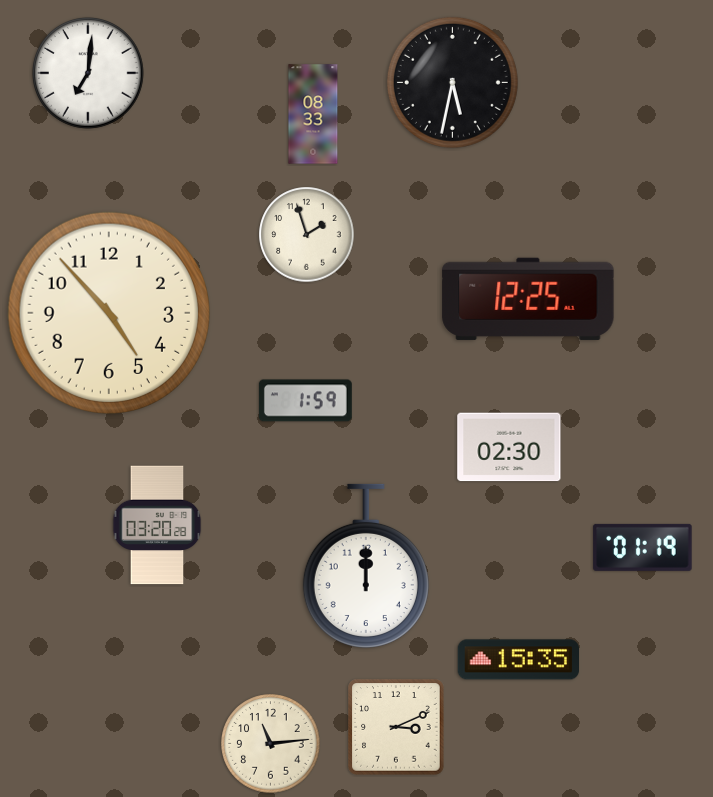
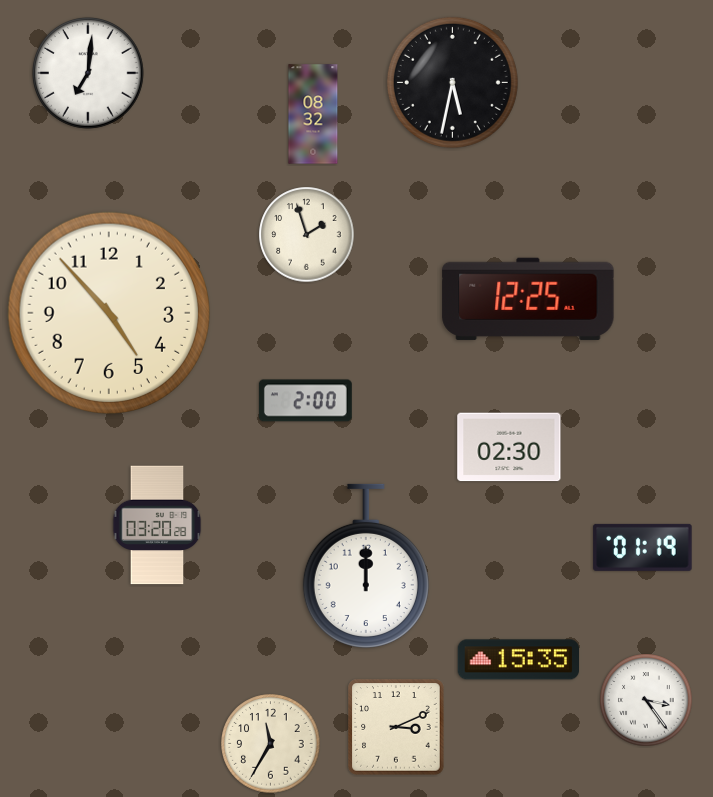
clock at (313, 114): 08:33 -> 08:32
clock at (305, 401): 1:59 -> 2:00
clock at (646, 700): none -> 3:24
clock at (271, 744): 11:14 -> 11:35
